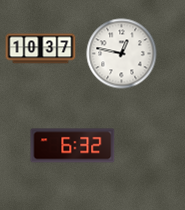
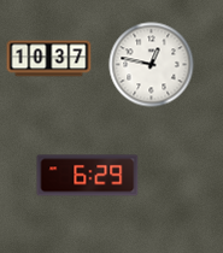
clock at (122, 54) position: (122, 54) -> (152, 65)
clock at (73, 146): 6:32 -> 6:29
